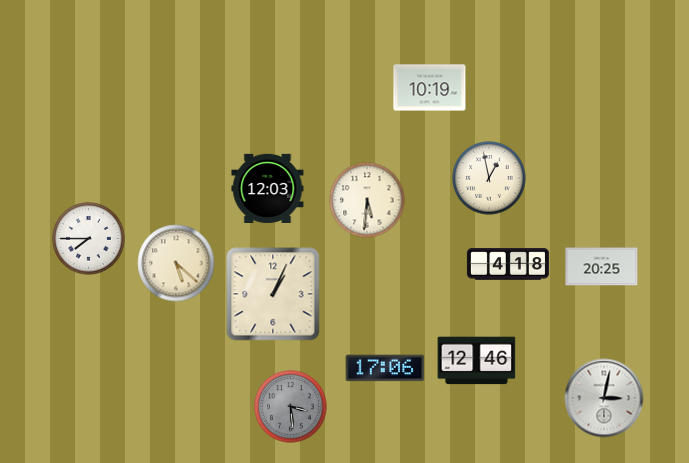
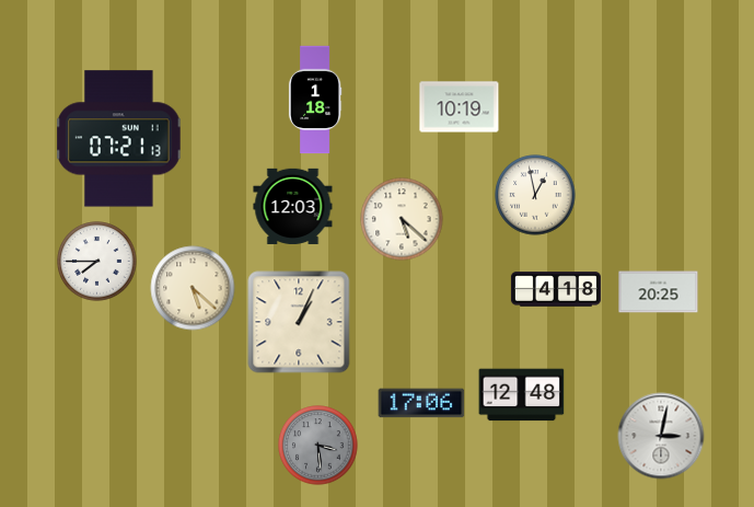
clock at (430, 88) position: (430, 88) -> (460, 107)
clock at (315, 100): none -> 1:18
clock at (119, 139): none -> 07:21
clock at (367, 200): 5:31 -> 5:22
clock at (477, 361): 12:46 -> 12:48
